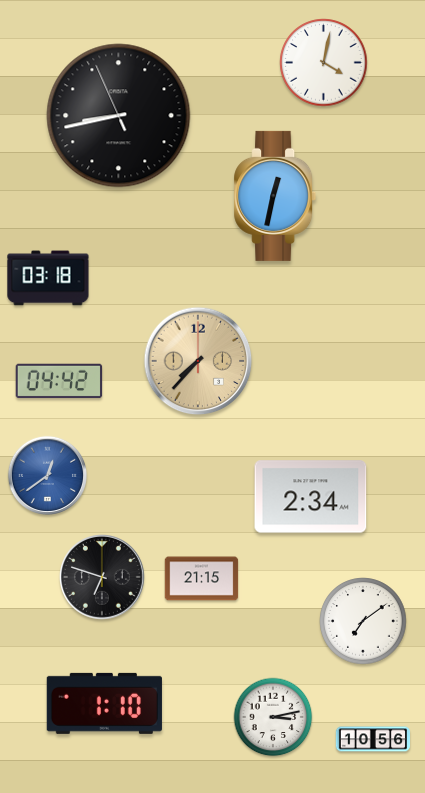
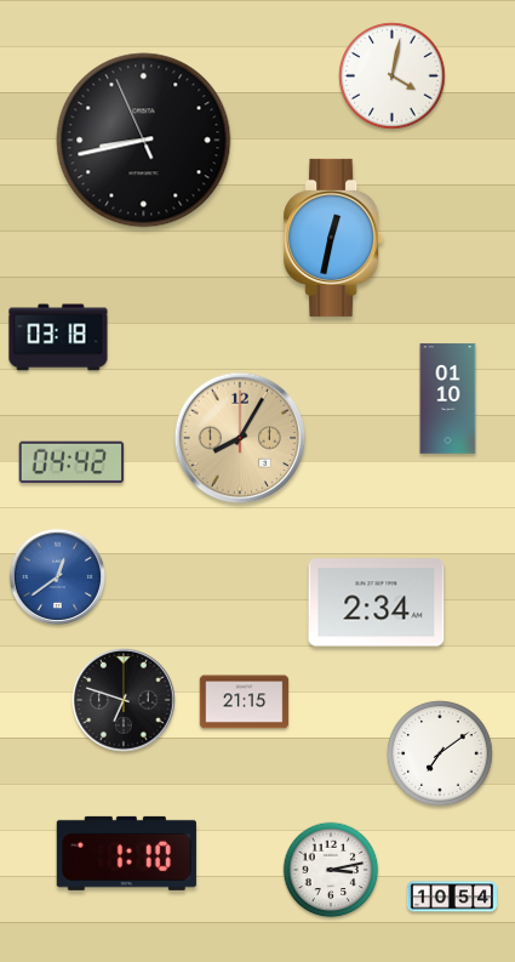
clock at (448, 399): none -> 01:10
clock at (198, 361): 7:37 -> 8:05
clock at (372, 739): 10:56 -> 10:54
